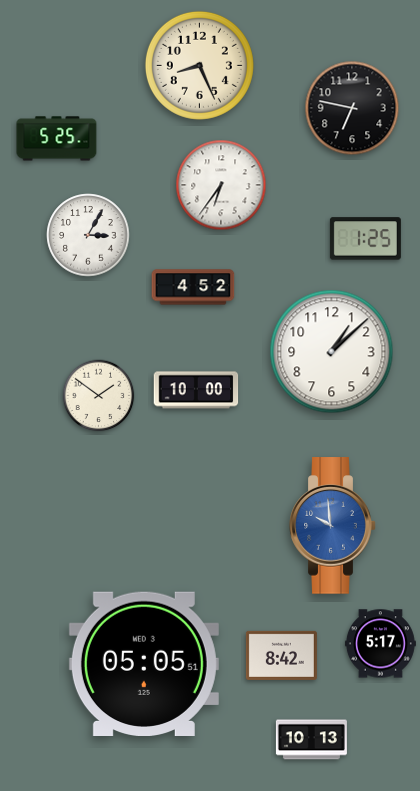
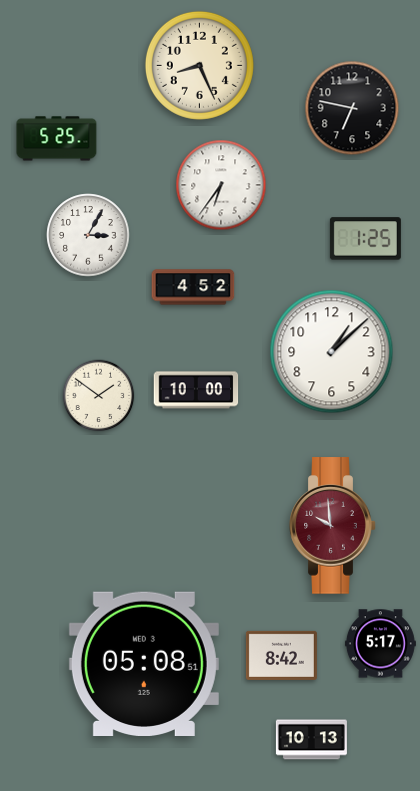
clock at (333, 526) dial: blue -> burgundy
clock at (144, 663): 05:05 -> 05:08
